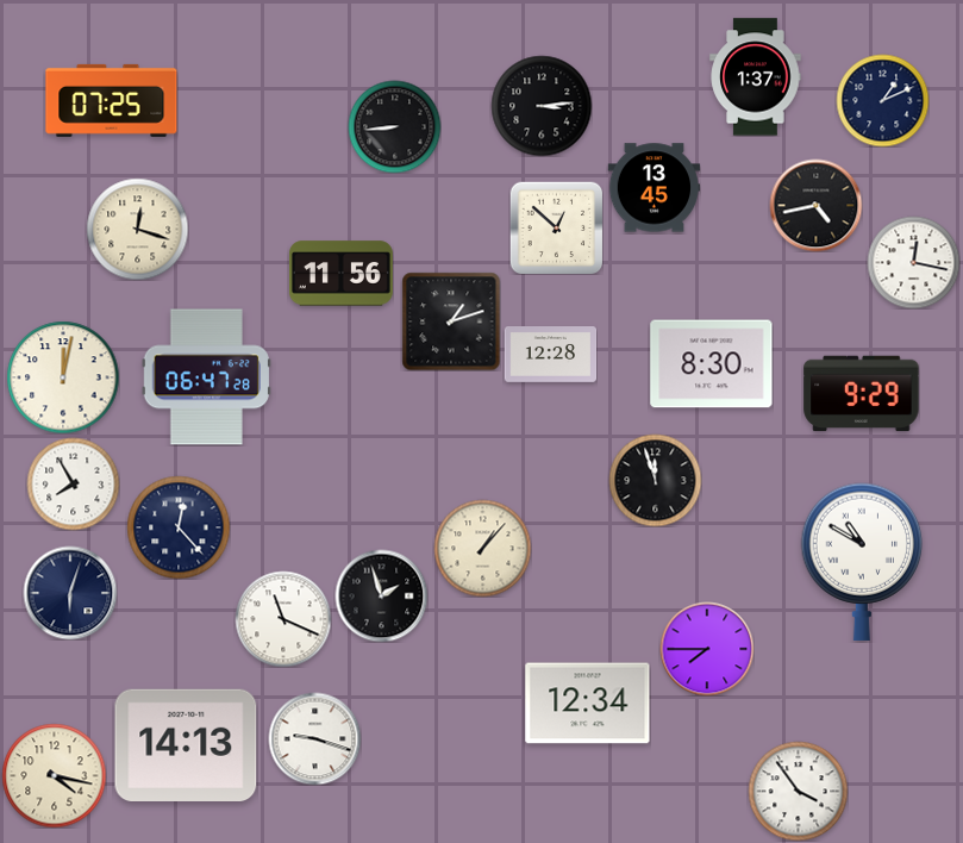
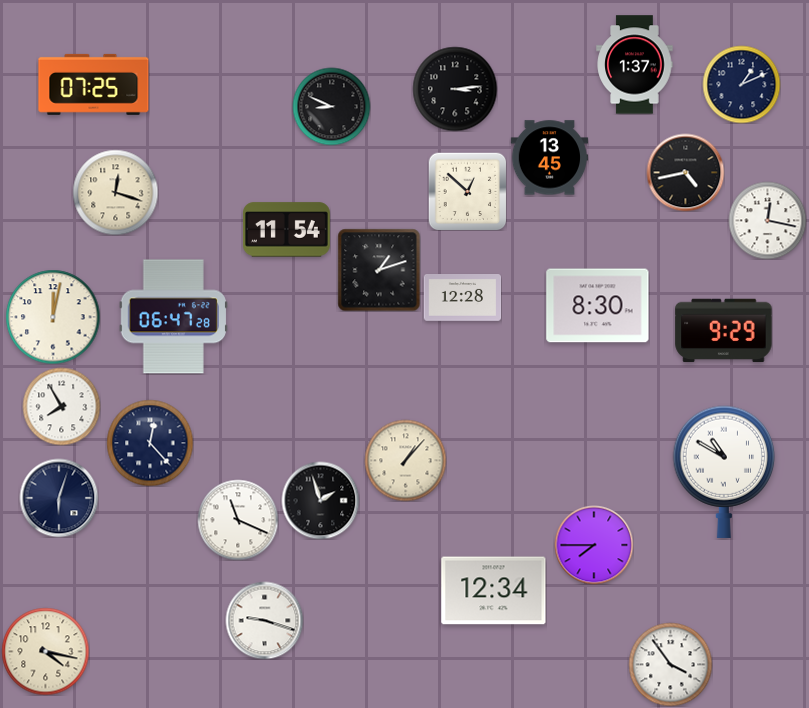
clock at (394, 126): 8:44 -> 8:49
clock at (340, 274): 11:56 -> 11:54
clock at (655, 480): 11:57 -> none
clock at (186, 744): 14:13 -> none
